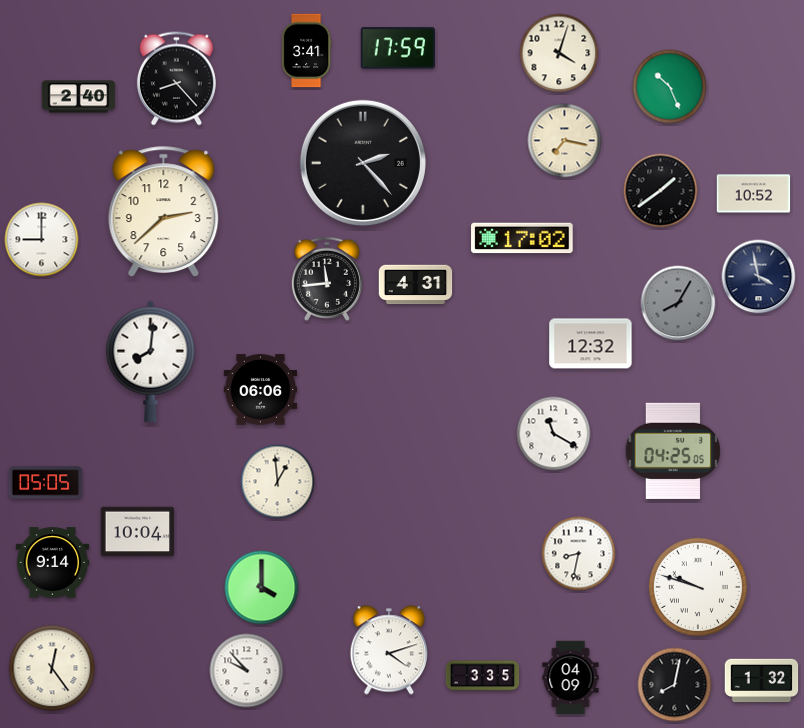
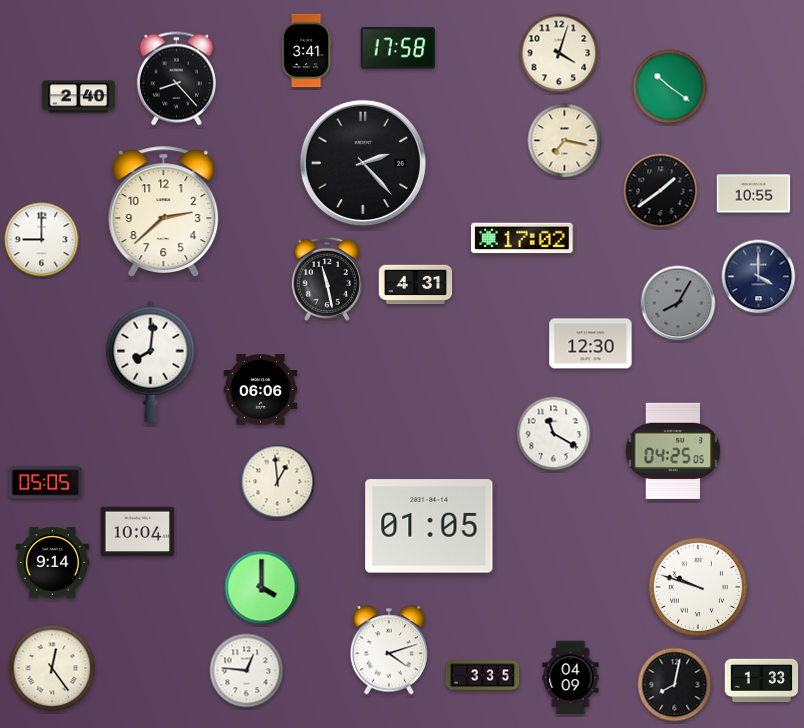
clock at (397, 48): 17:59 -> 17:58
clock at (670, 87): 10:26 -> 10:21
clock at (754, 194): 10:52 -> 10:55
clock at (759, 277): 3:58 -> 4:00
clock at (327, 279): 11:44 -> 11:28
clock at (591, 344): 12:32 -> 12:30
clock at (429, 526): none -> 01:05
clock at (579, 554): 8:32 -> none
clock at (247, 671): 9:53 -> 12:46
clock at (762, 681): 1:32 -> 1:33
